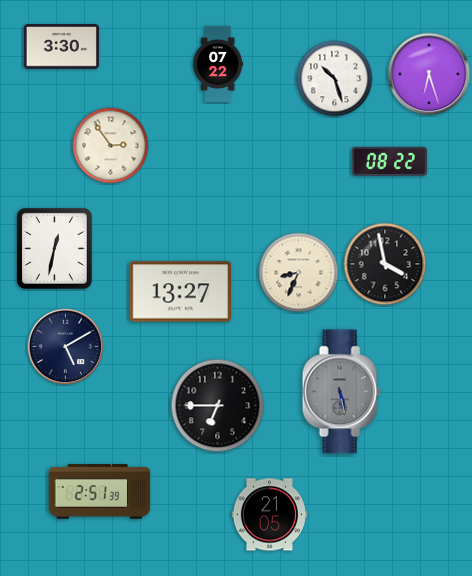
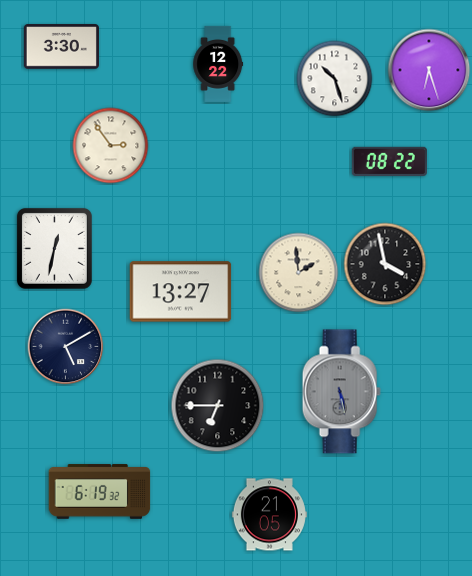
clock at (218, 64): 07:22 -> 12:22
clock at (429, 74) position: (429, 74) -> (429, 70)
clock at (299, 273): 8:34 -> 1:59
clock at (100, 492): 2:51 -> 6:19
